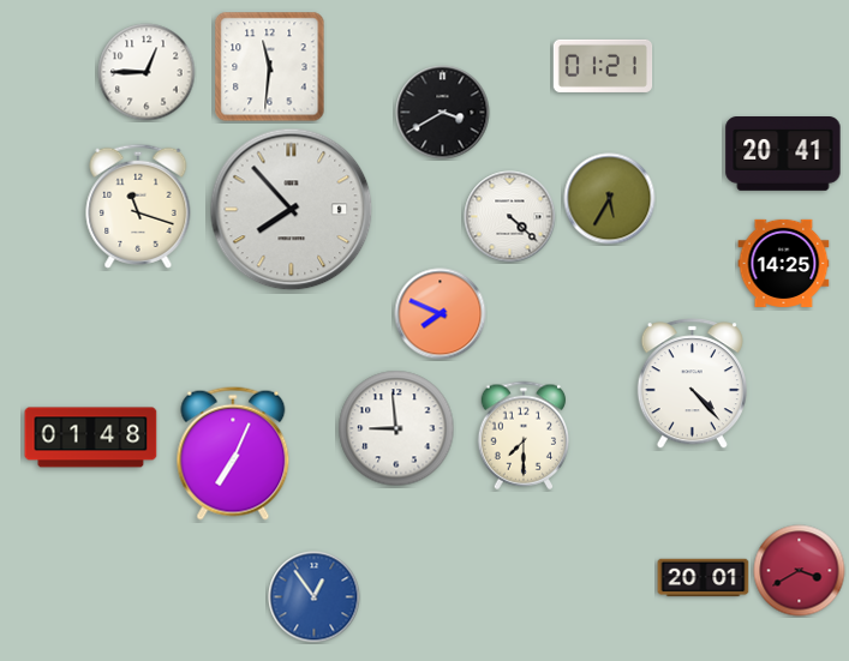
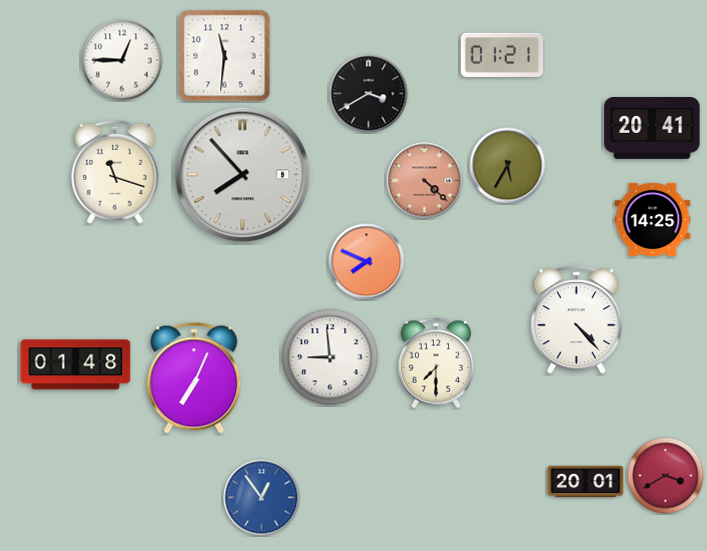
clock at (510, 217) dial: white -> salmon
